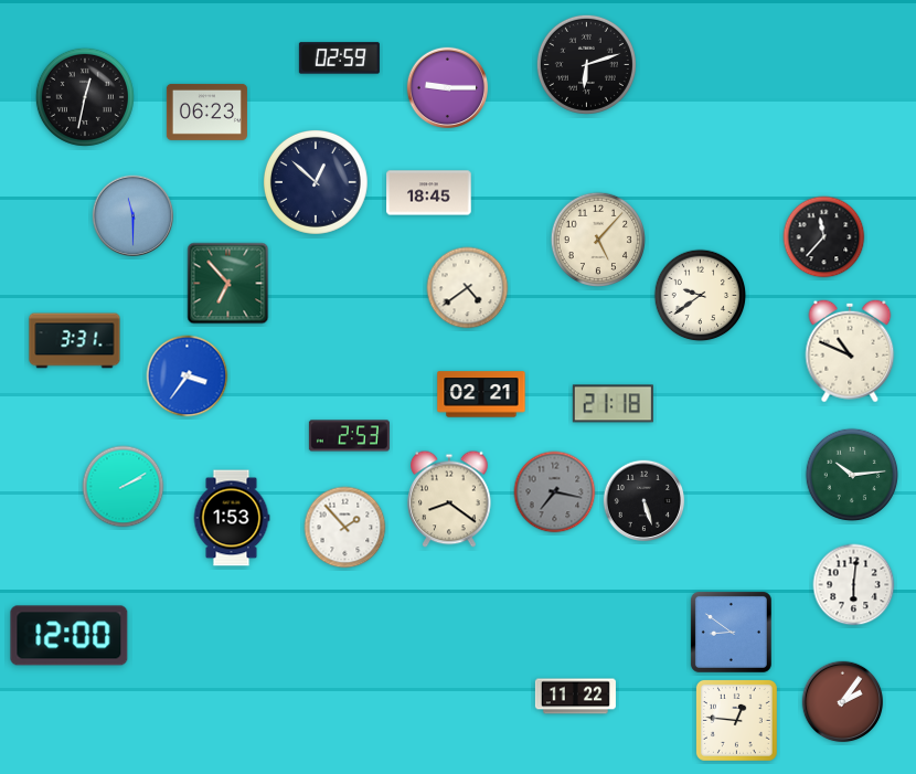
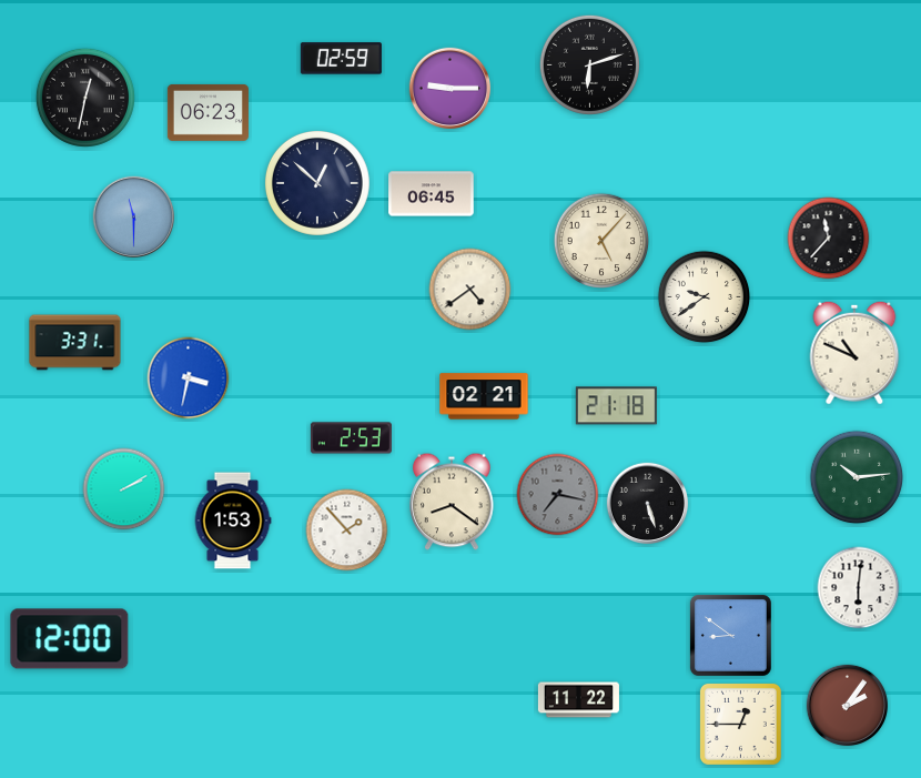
clock at (429, 193): 18:45 -> 06:45
clock at (228, 284): 6:53 -> none
clock at (188, 377): 3:36 -> 3:32
clock at (731, 632) position: (731, 632) -> (730, 635)
clock at (736, 720): 12:46 -> 12:45
